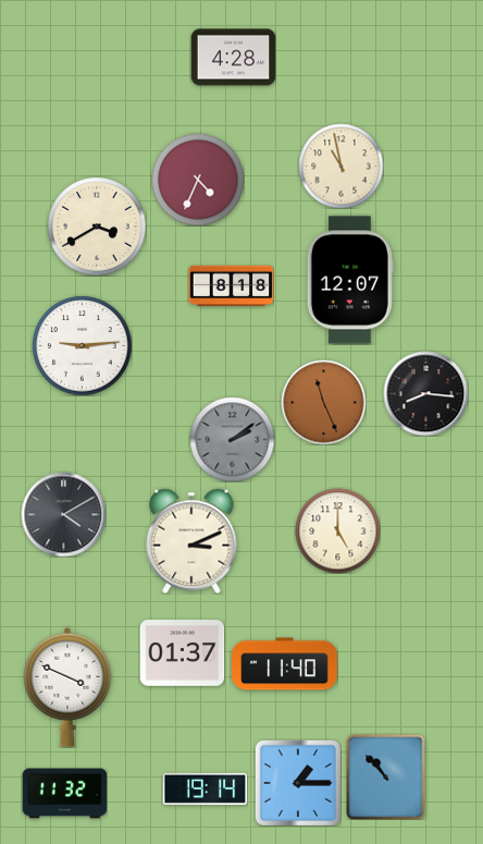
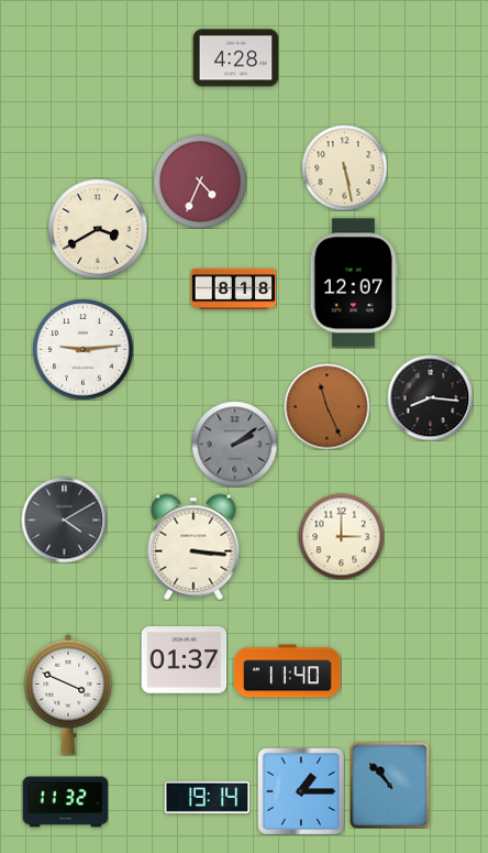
clock at (340, 166): 10:58 -> 5:28
clock at (337, 530): 5:00 -> 3:00
clock at (191, 541): 3:11 -> 3:16
